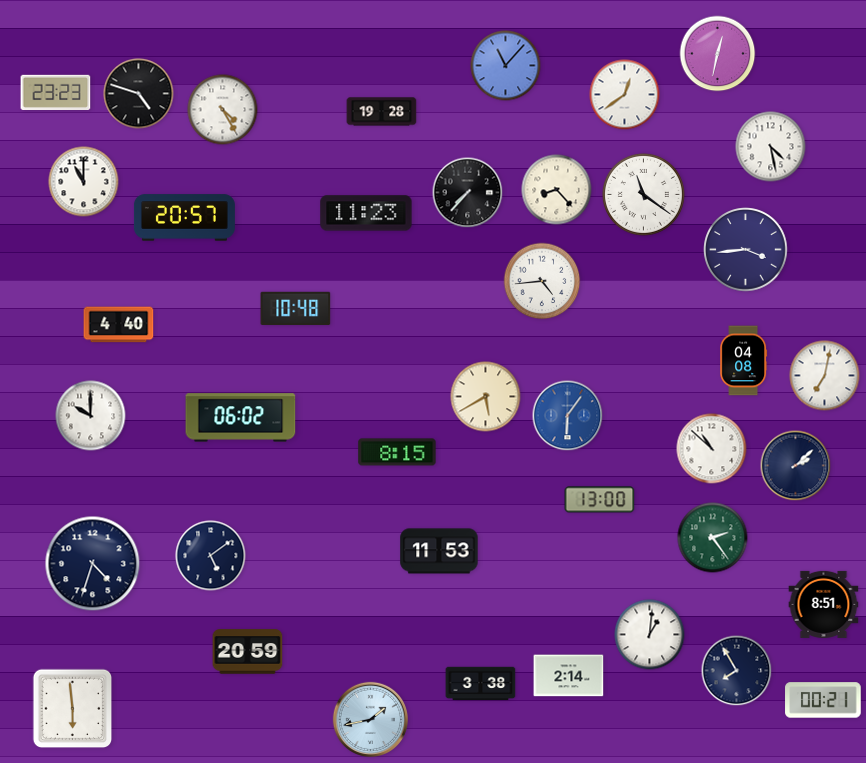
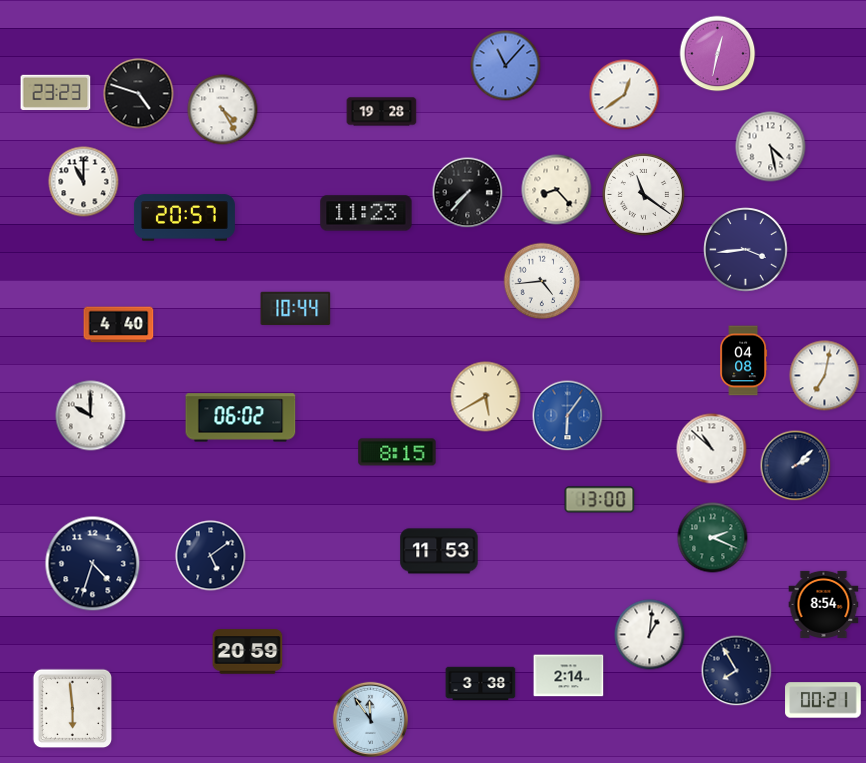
clock at (296, 308): 10:48 -> 10:44
clock at (713, 538): 2:24 -> 2:19
clock at (824, 604): 8:51 -> 8:54
clock at (370, 719): 1:43 -> 11:54
